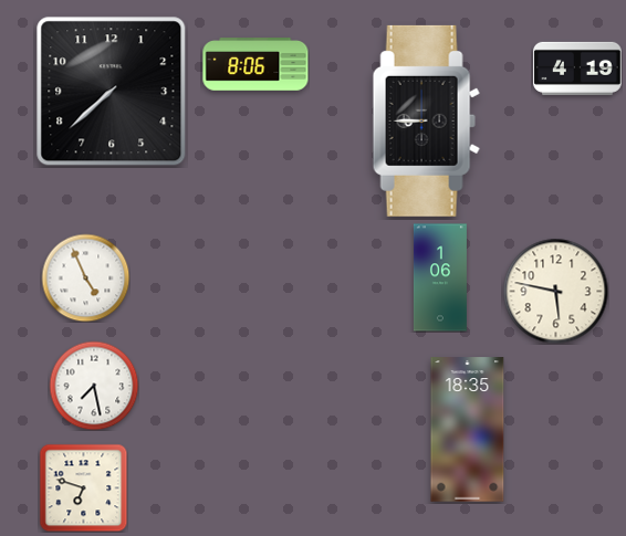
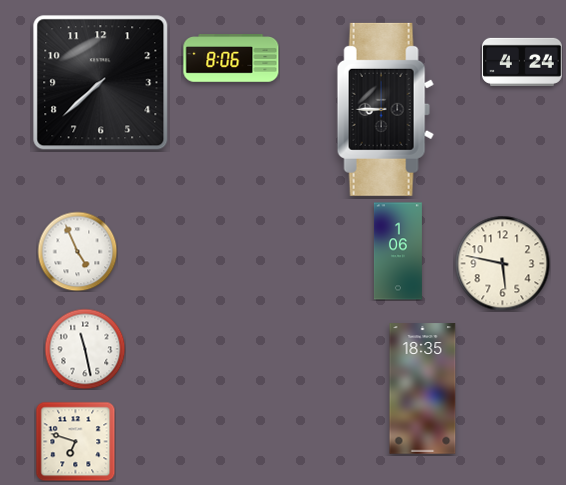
clock at (577, 69): 4:19 -> 4:24
clock at (94, 386): 7:28 -> 11:28
